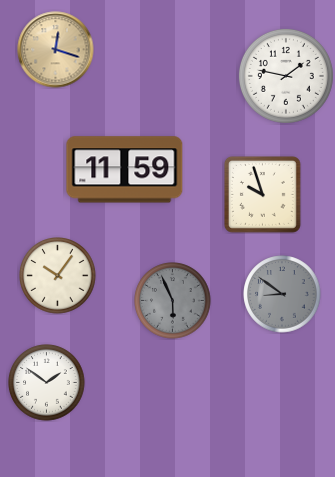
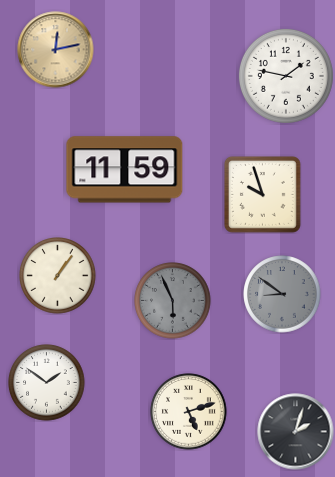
clock at (56, 50): 12:18 -> 12:13
clock at (58, 276): 10:06 -> 1:06
clock at (189, 412): none -> 5:12
clock at (296, 432): none -> 2:03
